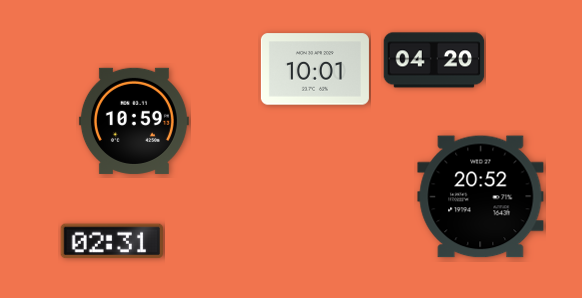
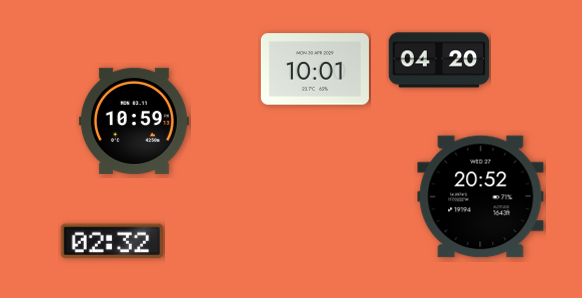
clock at (434, 60) position: (434, 60) -> (439, 60)
clock at (111, 241): 02:31 -> 02:32
